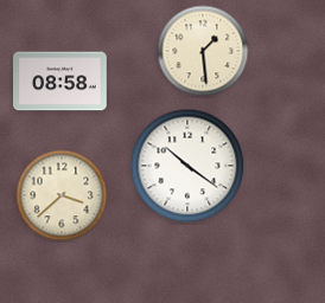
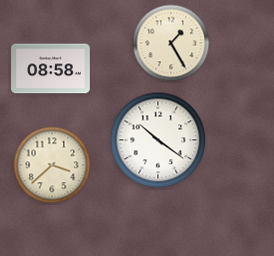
clock at (203, 51): 1:29 -> 1:25
